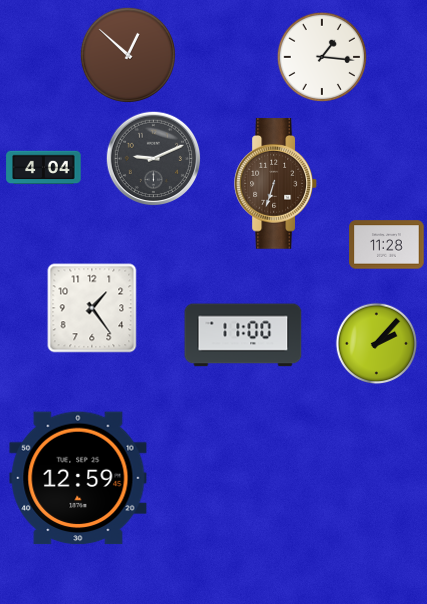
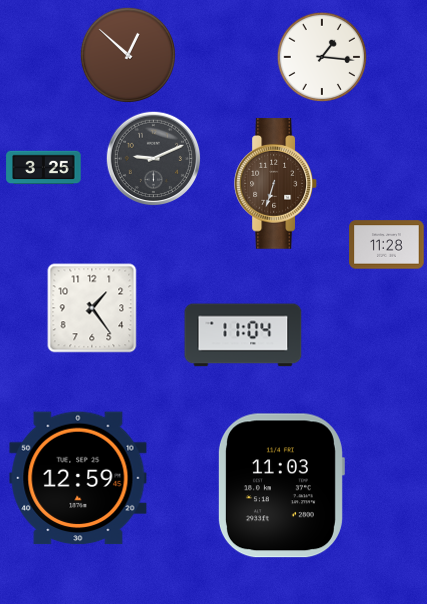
clock at (44, 168): 4:04 -> 3:25
clock at (243, 335): 11:00 -> 11:04
clock at (377, 344): 2:07 -> none
clock at (281, 486): none -> 11:03
